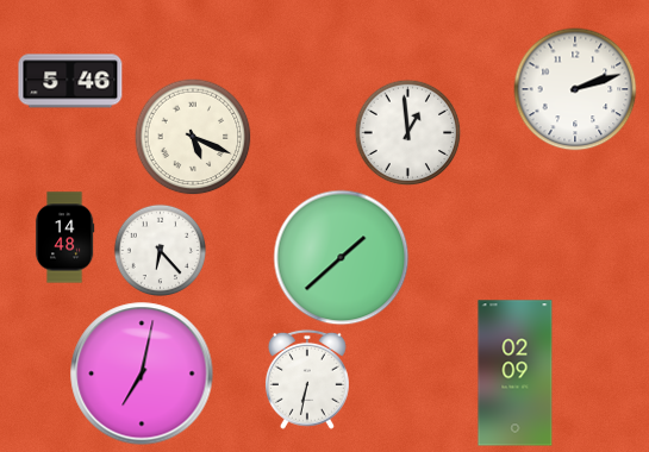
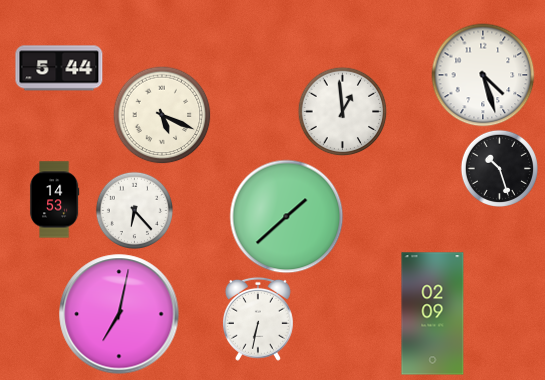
clock at (70, 81): 5:46 -> 5:44
clock at (575, 89): 2:12 -> 4:27
clock at (499, 168): none -> 10:27
clock at (64, 238): 14:48 -> 14:53
